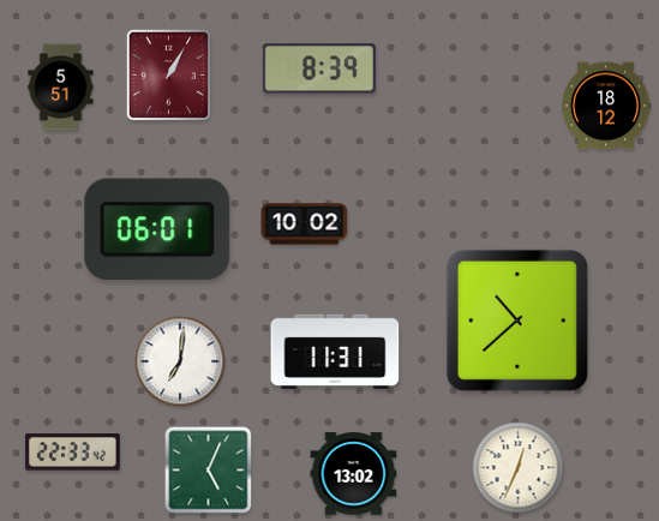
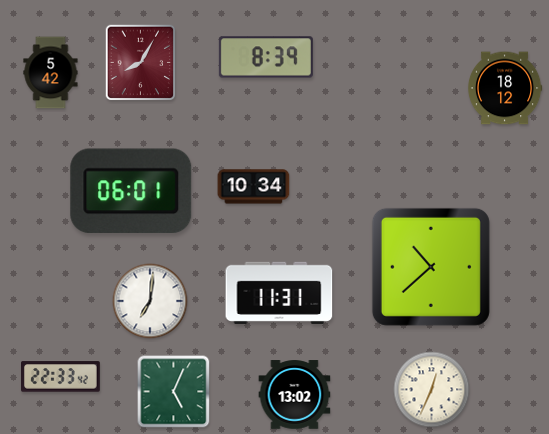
clock at (169, 76): 1:05 -> 8:05
clock at (61, 88): 5:51 -> 5:42
clock at (305, 224): 10:02 -> 10:34
